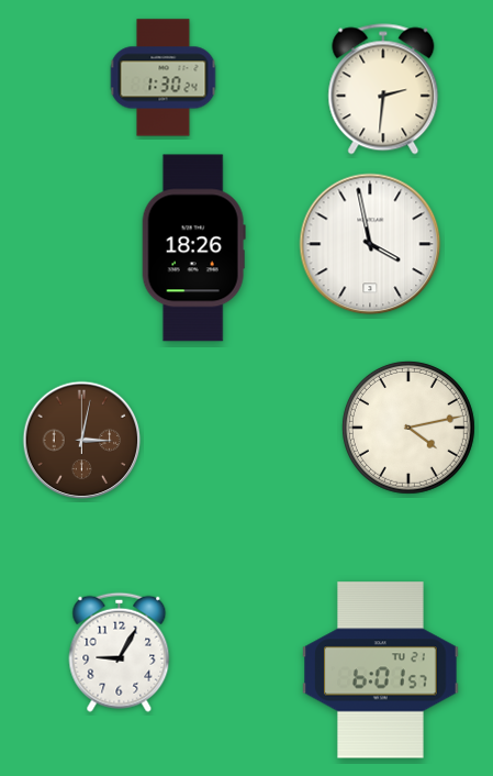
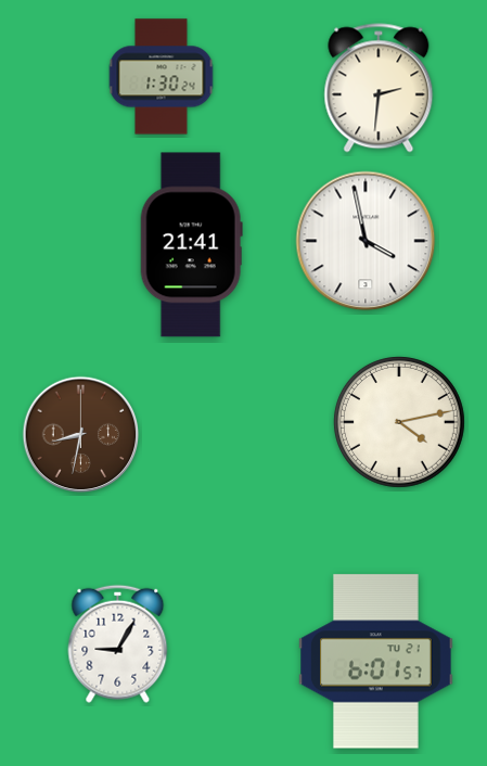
clock at (193, 248): 18:26 -> 21:41
clock at (408, 428) position: (408, 428) -> (399, 422)
clock at (82, 441): 3:02 -> 8:32
